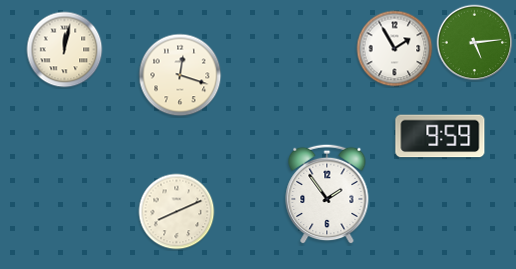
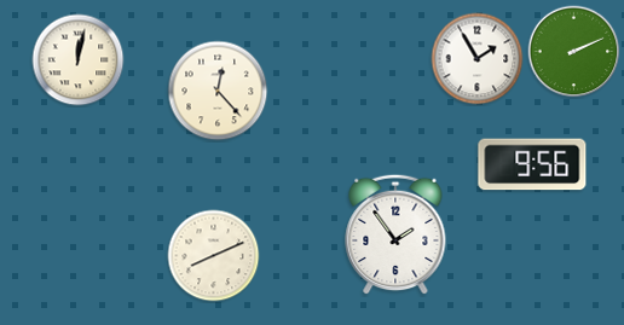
clock at (475, 43): 5:14 -> 2:11
clock at (180, 75): 12:18 -> 12:23
clock at (440, 136): 9:59 -> 9:56
